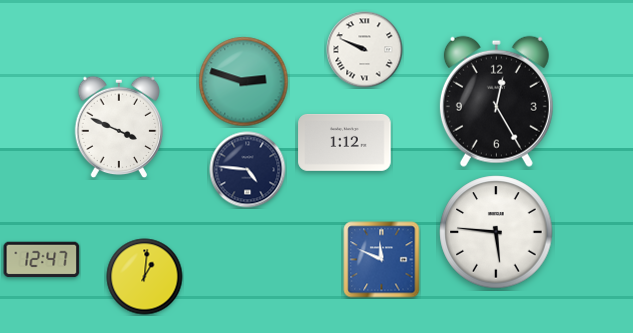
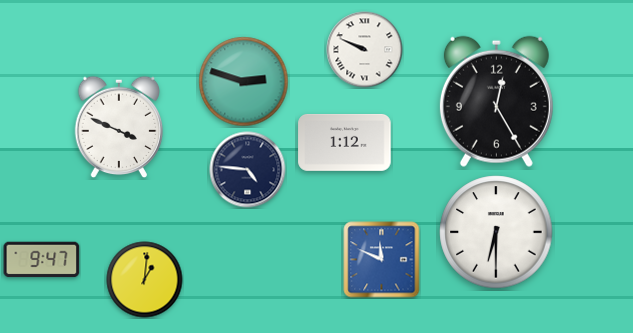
clock at (496, 232): 5:46 -> 6:30
clock at (42, 260): 12:47 -> 9:47
clock at (145, 277) position: (145, 277) -> (145, 280)
